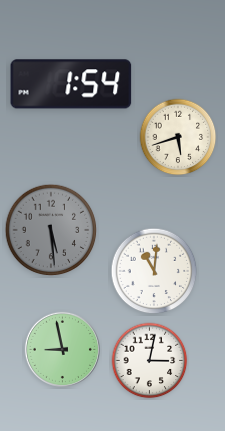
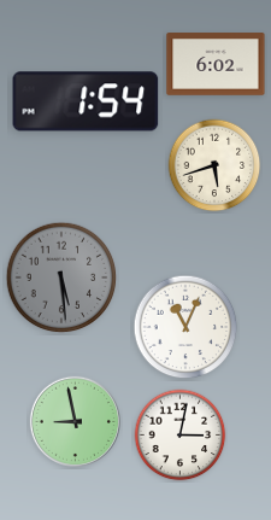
clock at (216, 64): none -> 6:02
clock at (154, 271): 11:01 -> 11:04
